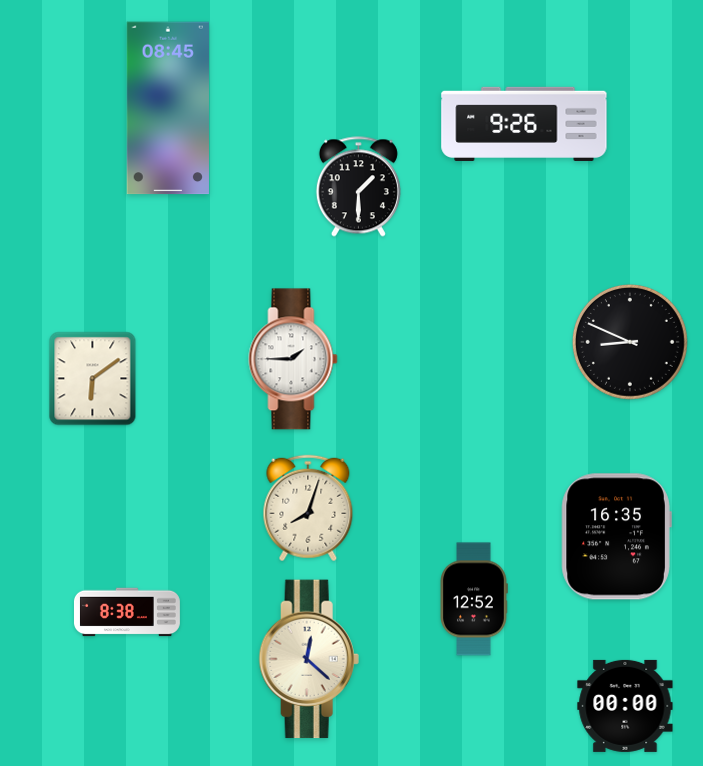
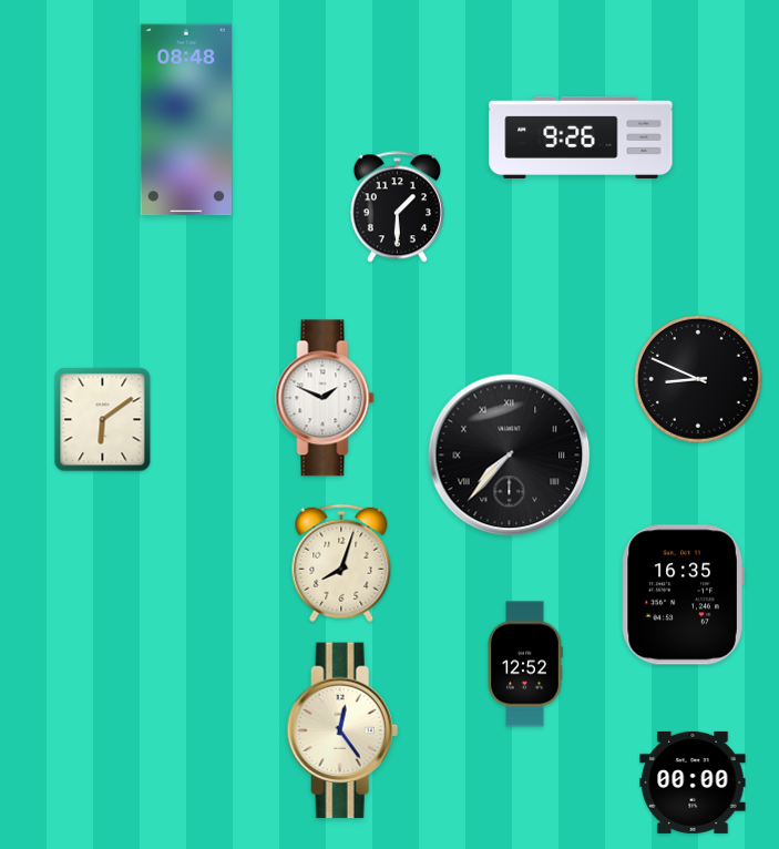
clock at (168, 108): 08:45 -> 08:48
clock at (293, 359): 1:45 -> 1:49
clock at (510, 456): none -> 7:37
clock at (127, 612): 8:38 -> none
clock at (309, 659): 12:22 -> 12:24
